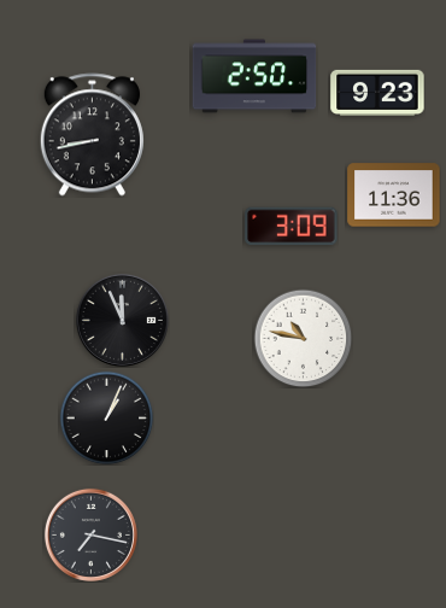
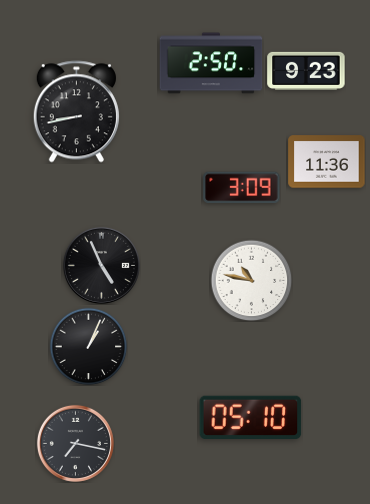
clock at (377, 93) position: (377, 93) -> (306, 71)
clock at (122, 320): 11:56 -> 4:56
clock at (251, 417): none -> 05:10
